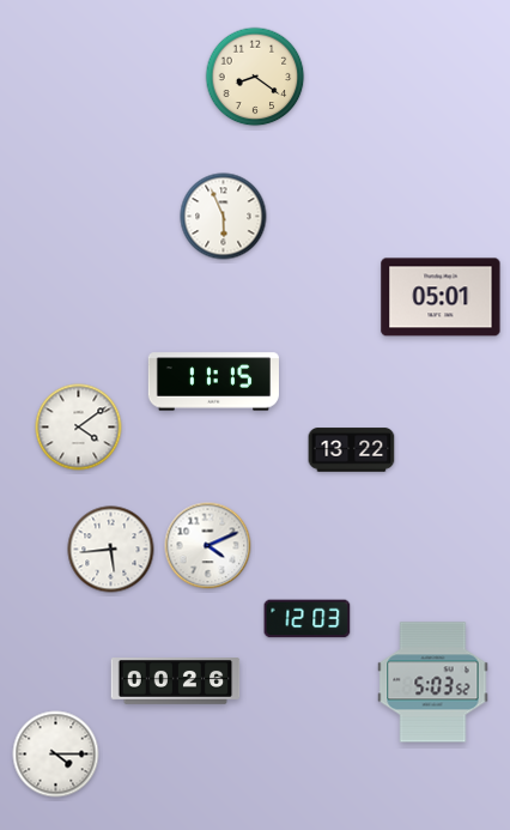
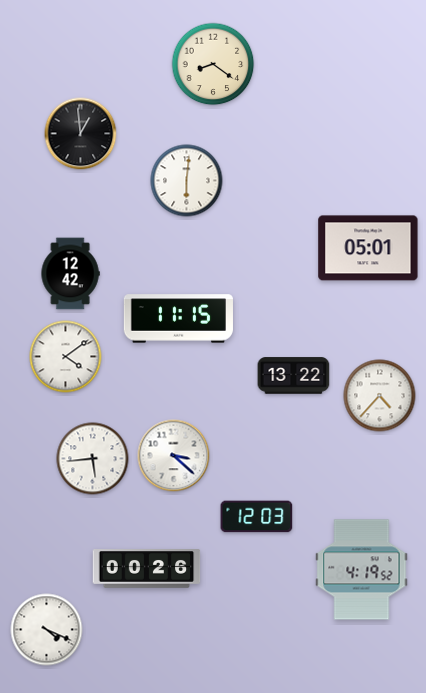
clock at (81, 134): none -> 12:59
clock at (224, 217): 5:56 -> 6:01
clock at (70, 274): none -> 12:42
clock at (380, 396): none -> 4:37
clock at (208, 546): 4:11 -> 3:22
clock at (433, 683): 5:03 -> 4:19
clock at (56, 755): 4:15 -> 4:19
